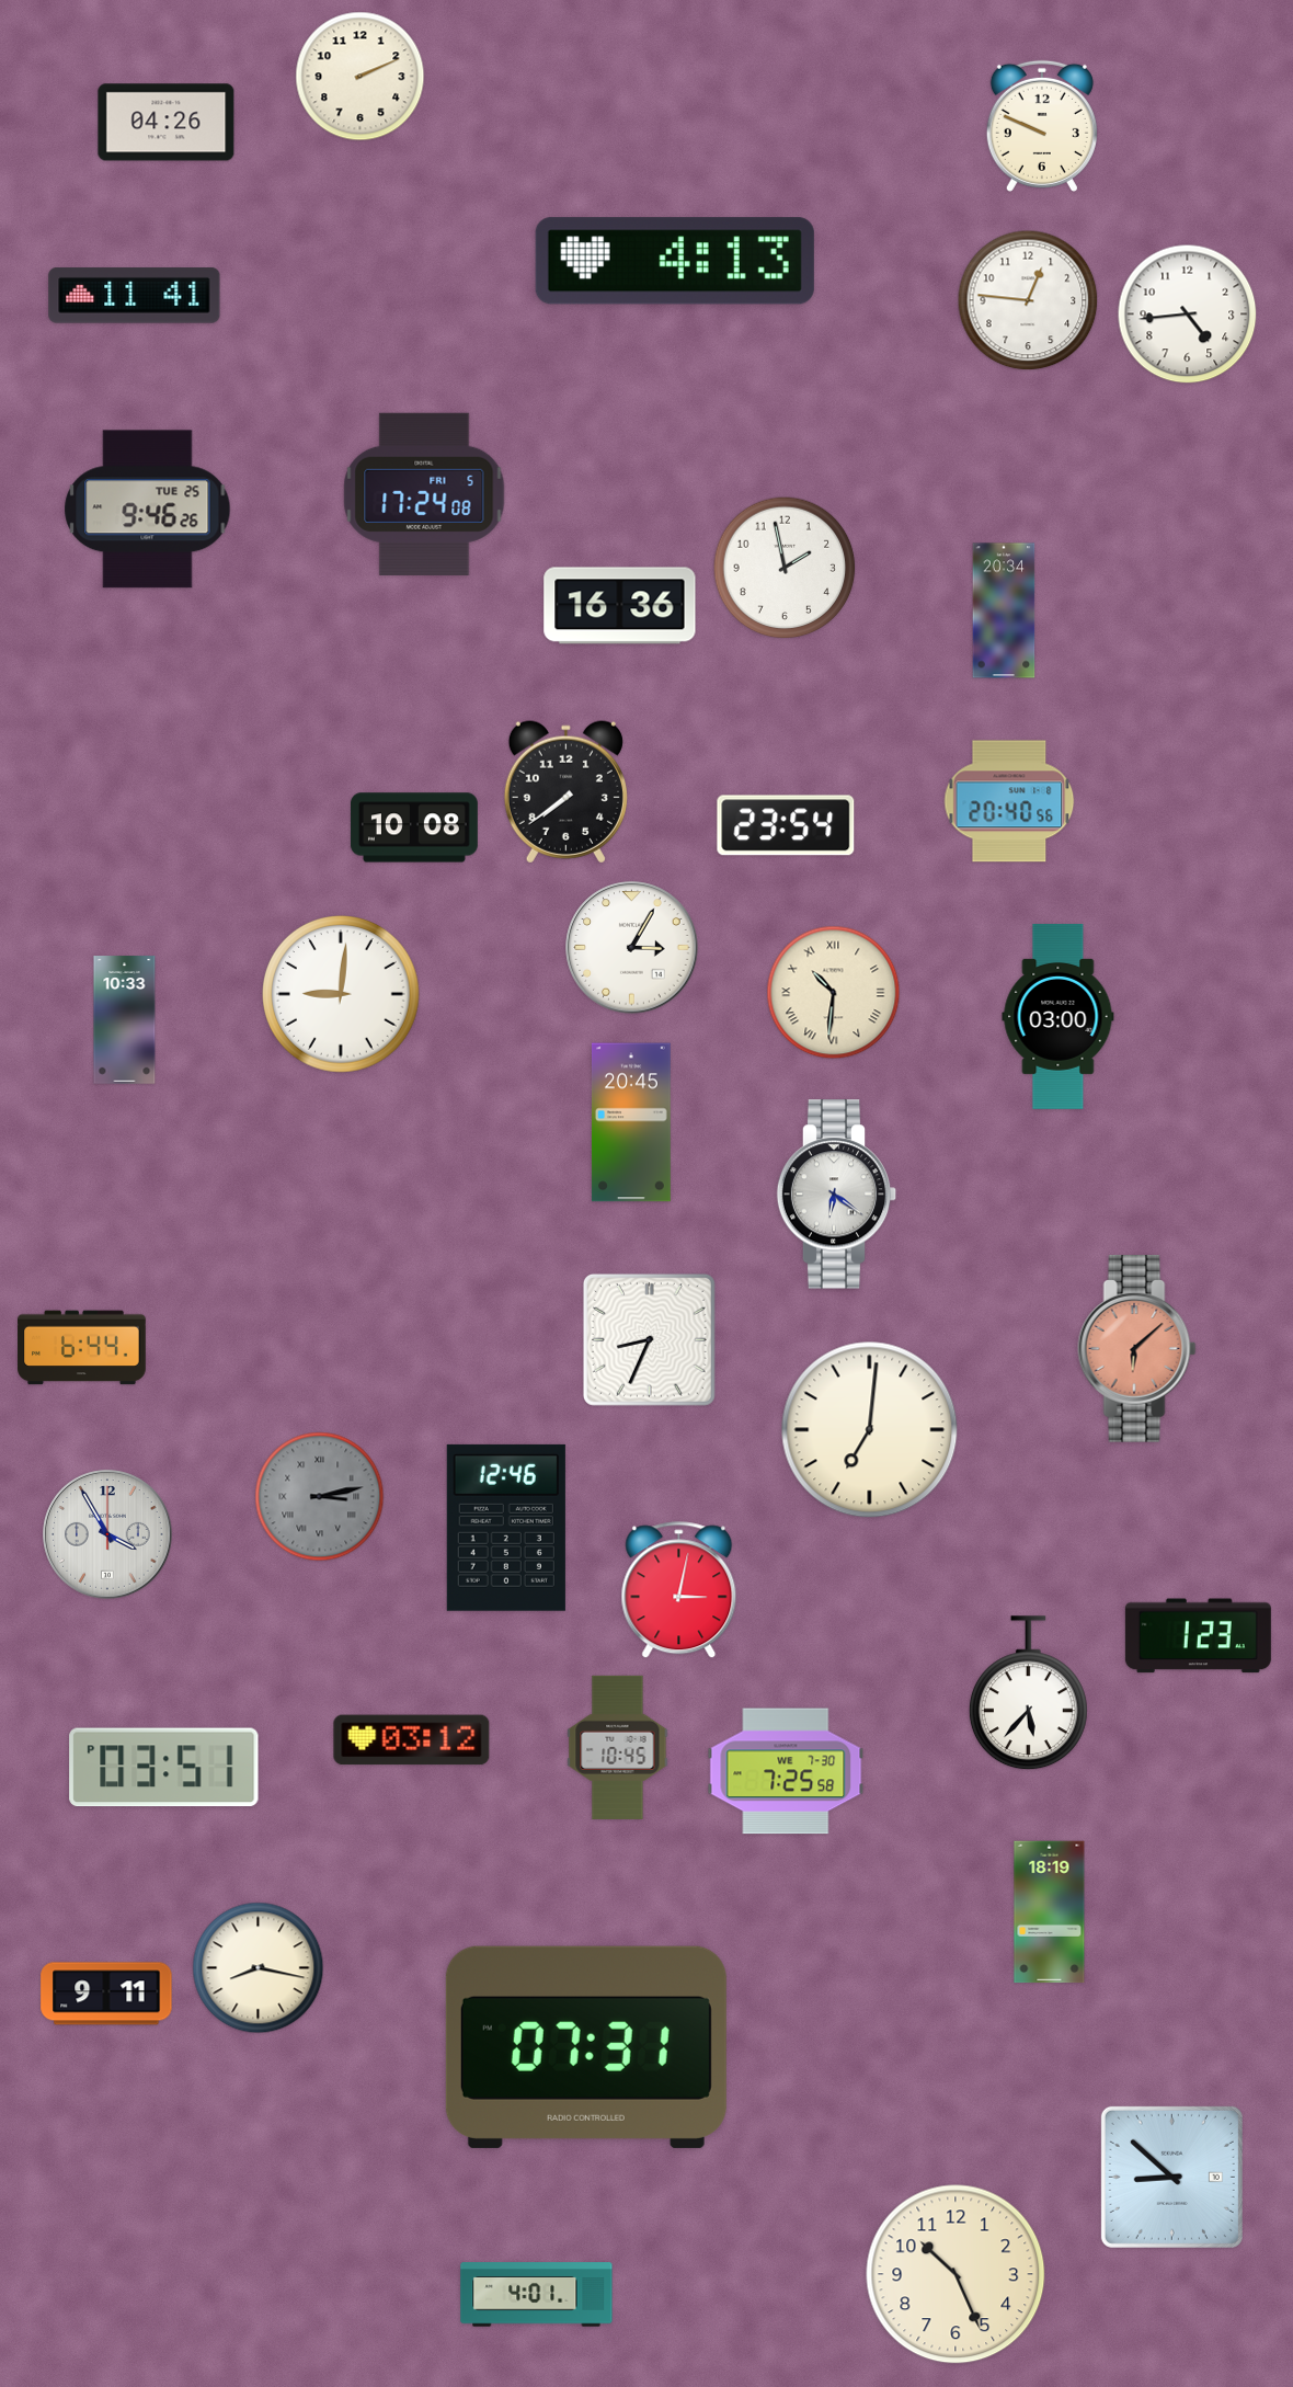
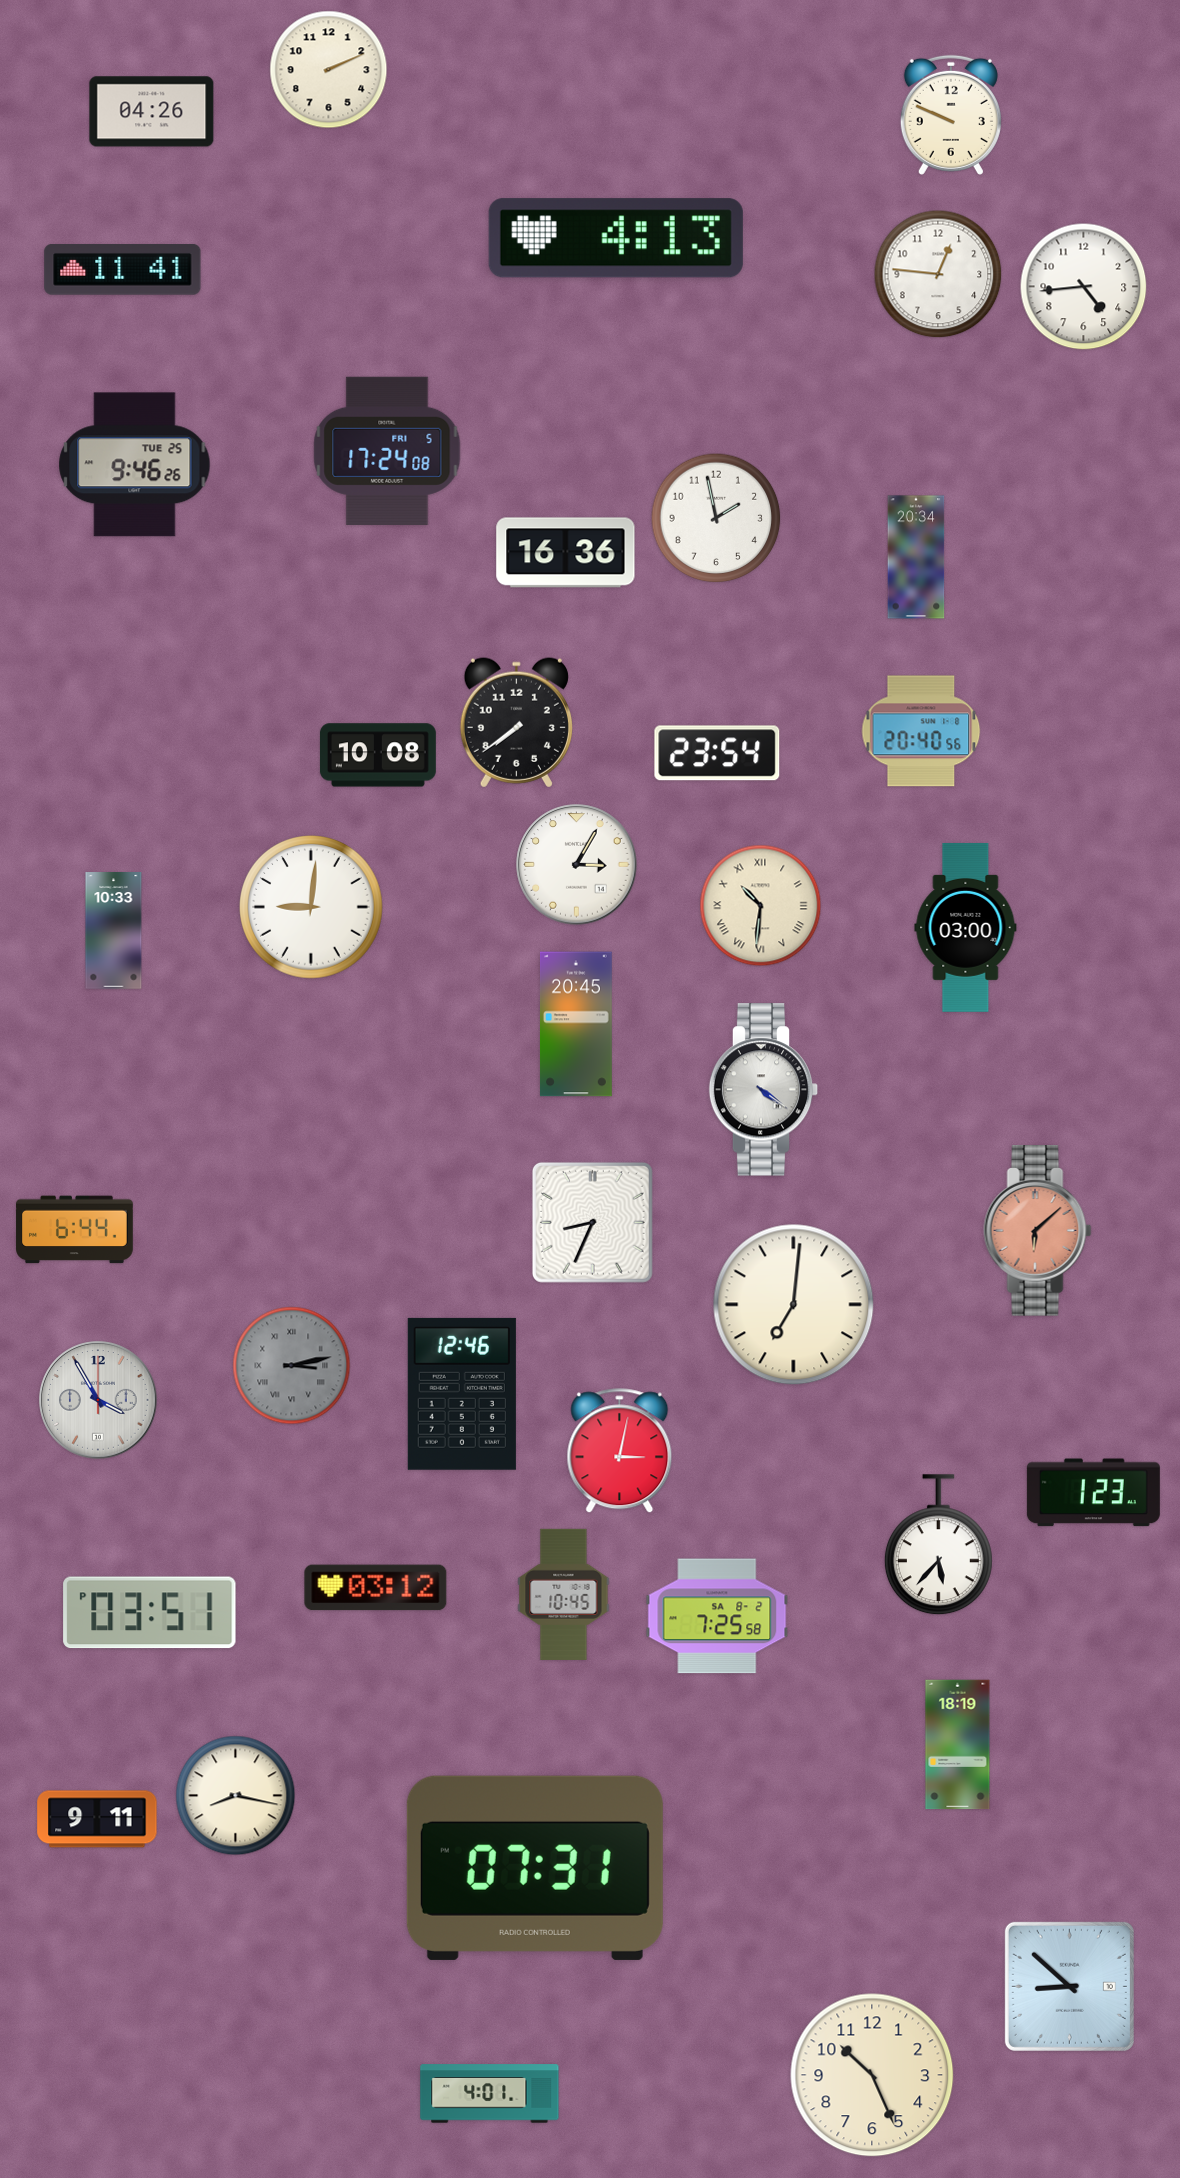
clock at (837, 1195): 6:21 -> 4:21
clock at (786, 1771) date: WE 7-30 -> SA 8-2
